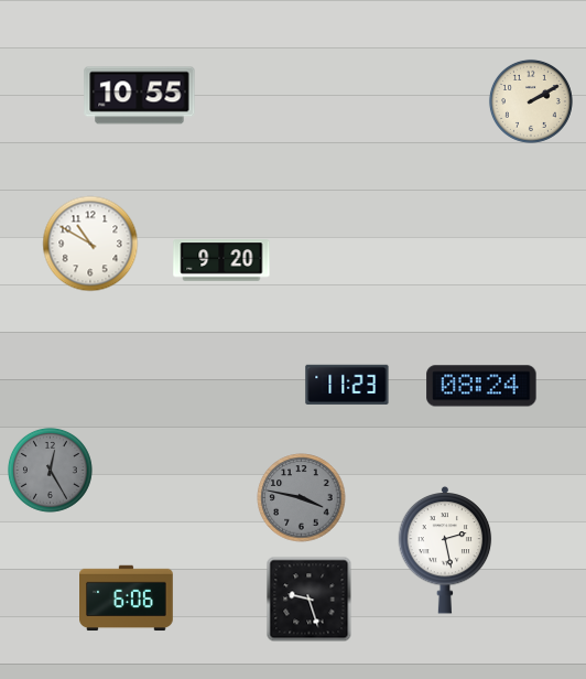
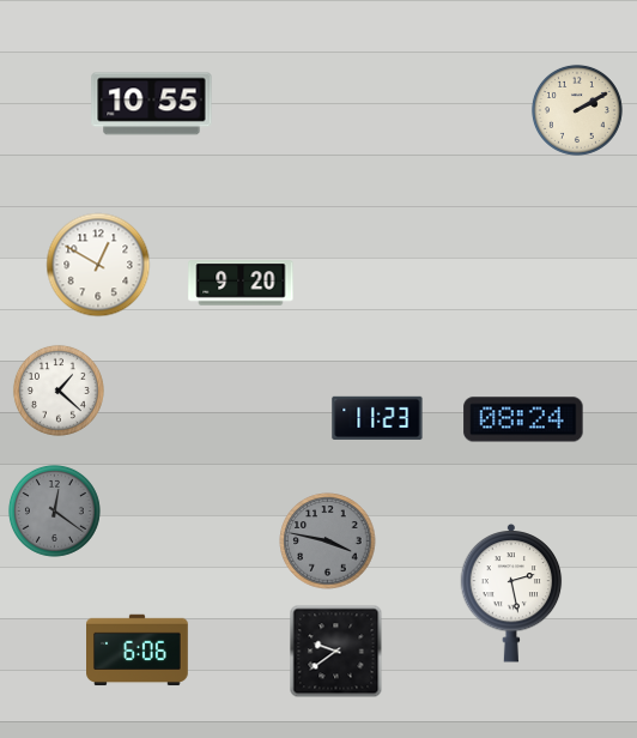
clock at (90, 244): 10:50 -> 12:50
clock at (59, 391): none -> 1:22
clock at (50, 470): 12:25 -> 12:21
clock at (445, 550) position: (445, 550) -> (511, 593)
clock at (310, 600): 9:27 -> 9:39
